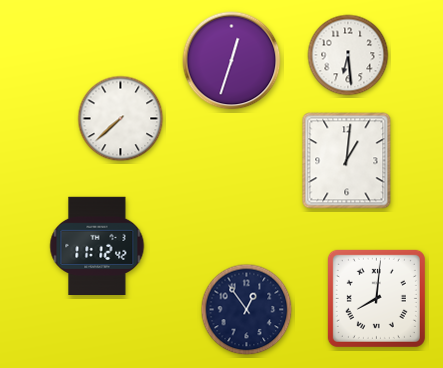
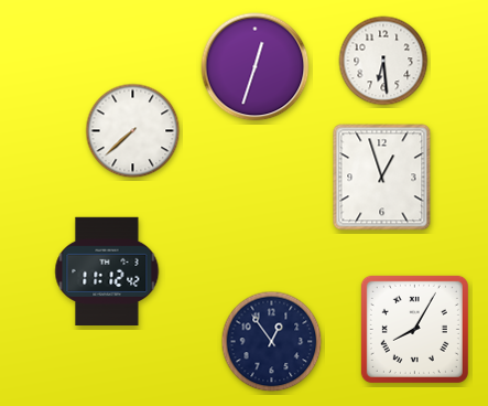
clock at (347, 161): 1:01 -> 12:57
clock at (376, 298): 8:01 -> 8:05
